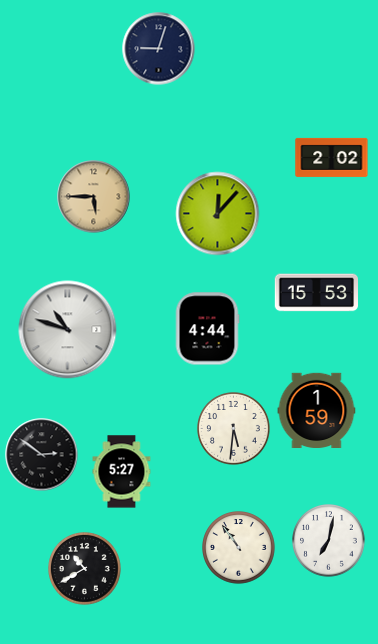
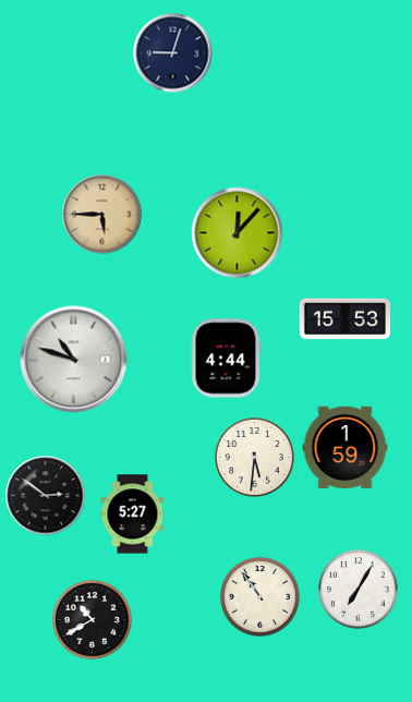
clock at (332, 157): 2:02 -> none
clock at (234, 429) position: (234, 429) -> (255, 458)
clock at (329, 541): 7:02 -> 7:05
